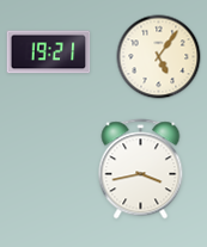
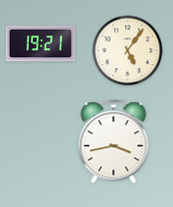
clock at (159, 57) position: (159, 57) -> (128, 51)
clock at (141, 169) position: (141, 169) -> (114, 142)
